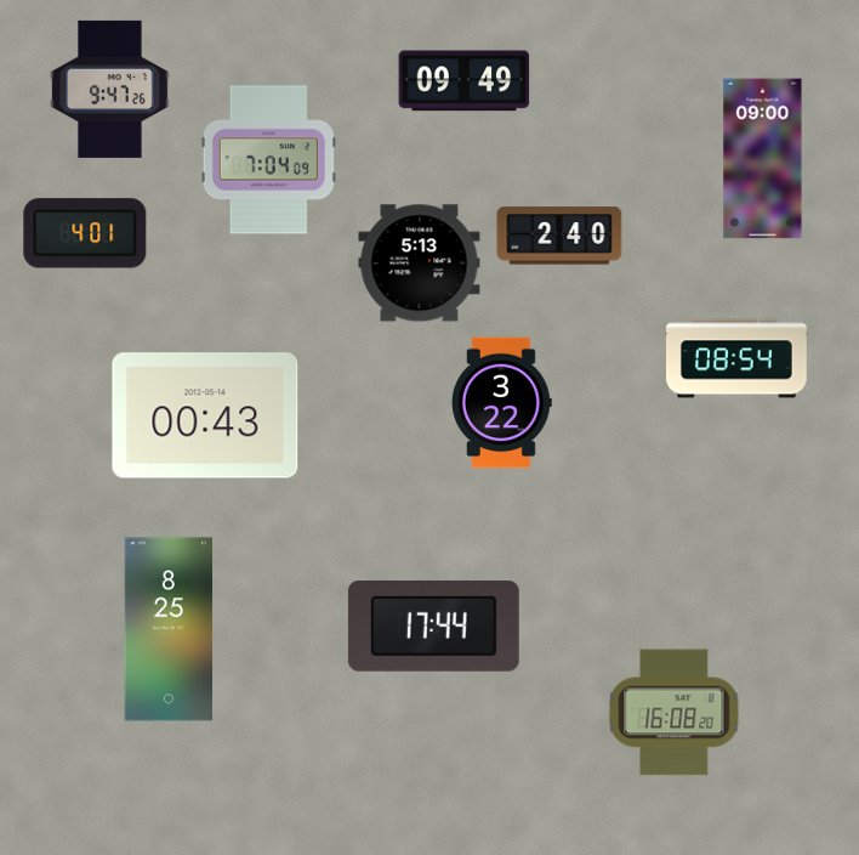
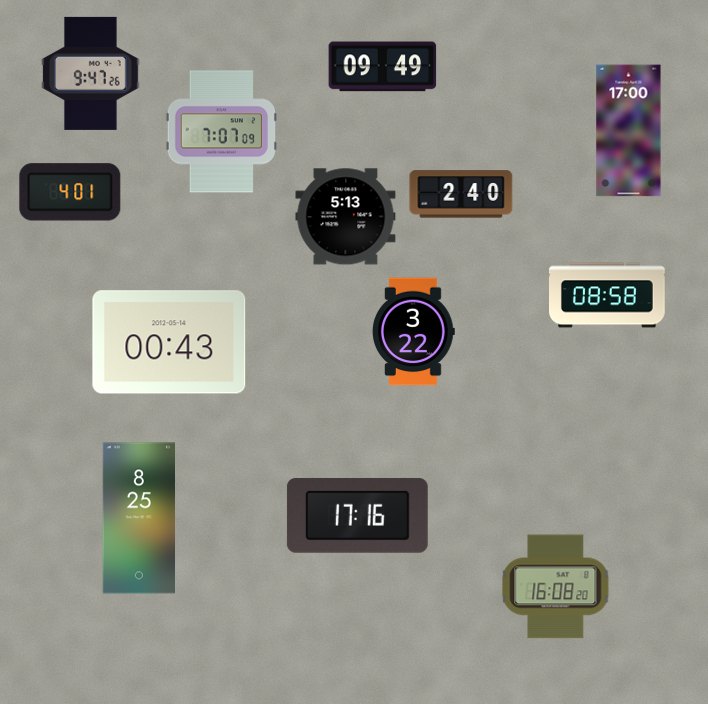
clock at (763, 159): 09:00 -> 17:00
clock at (268, 160): 7:04 -> 7:07
clock at (738, 358): 08:54 -> 08:58
clock at (433, 625): 17:44 -> 17:16
